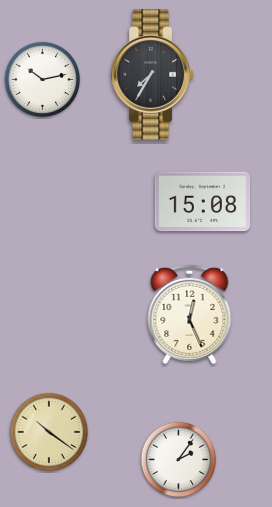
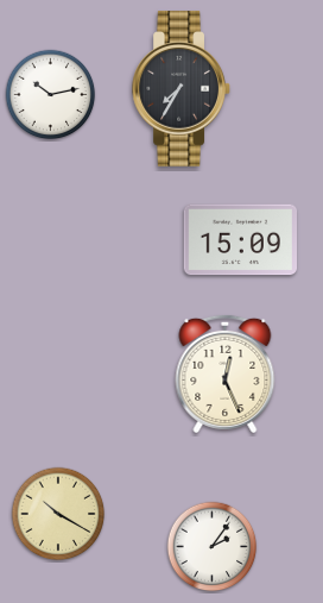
clock at (202, 202): 15:08 -> 15:09
clock at (49, 432): 10:21 -> 10:20
